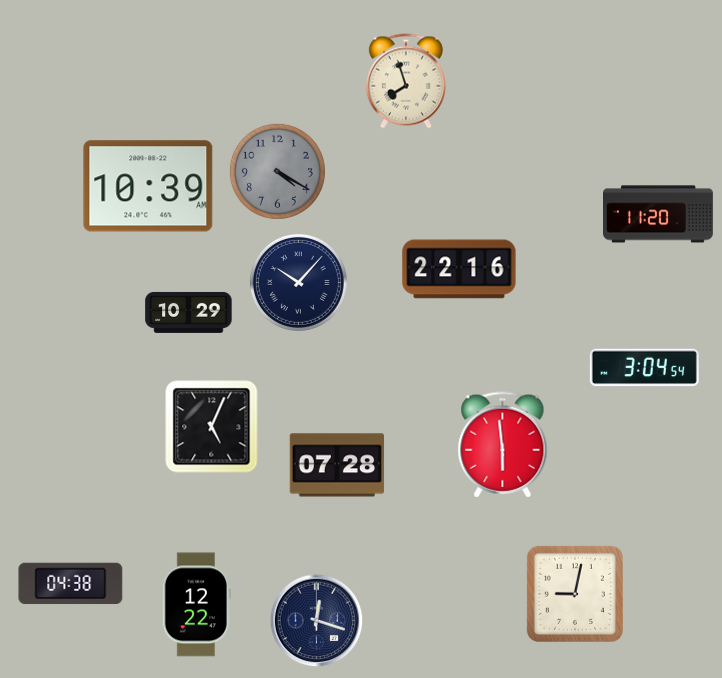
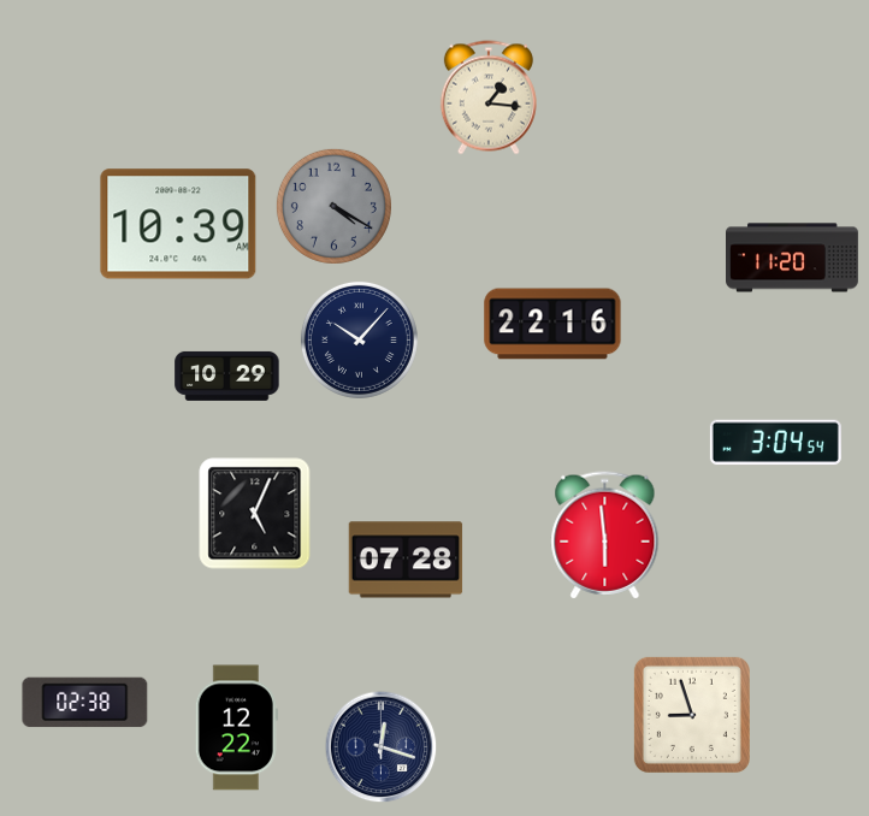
clock at (406, 81): 7:57 -> 1:16
clock at (71, 584): 04:38 -> 02:38
clock at (575, 594): 9:02 -> 8:57
